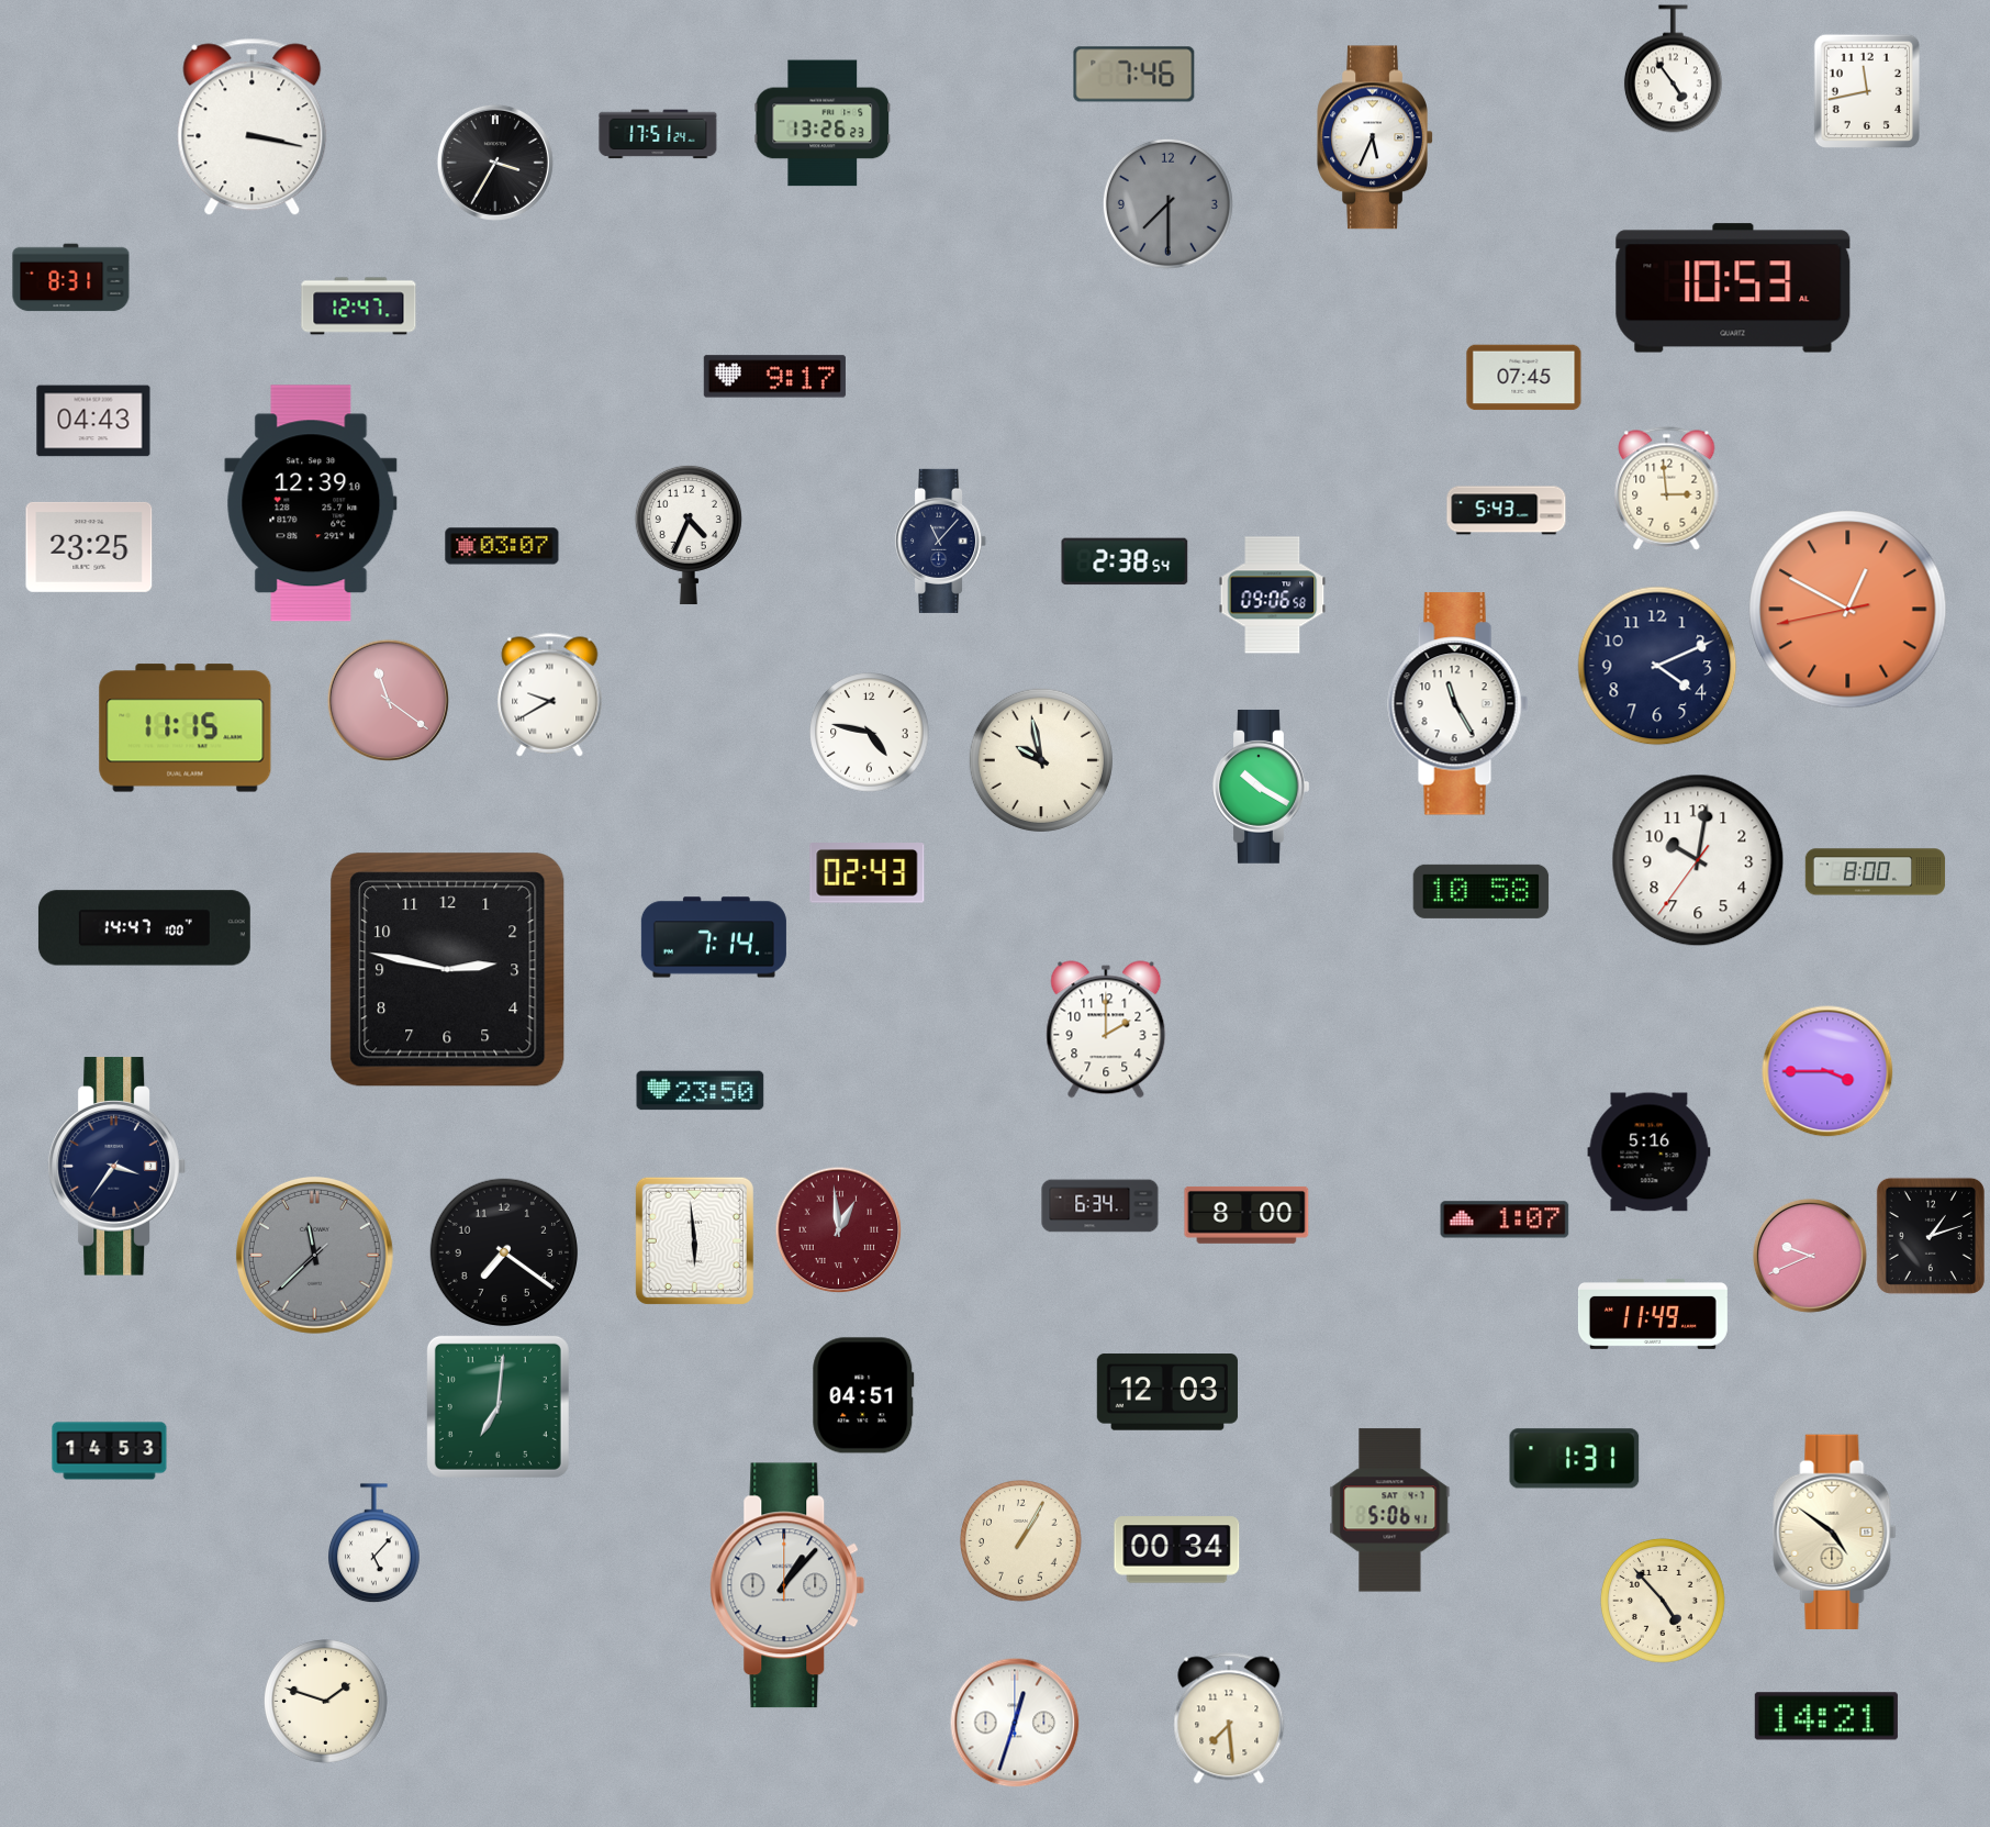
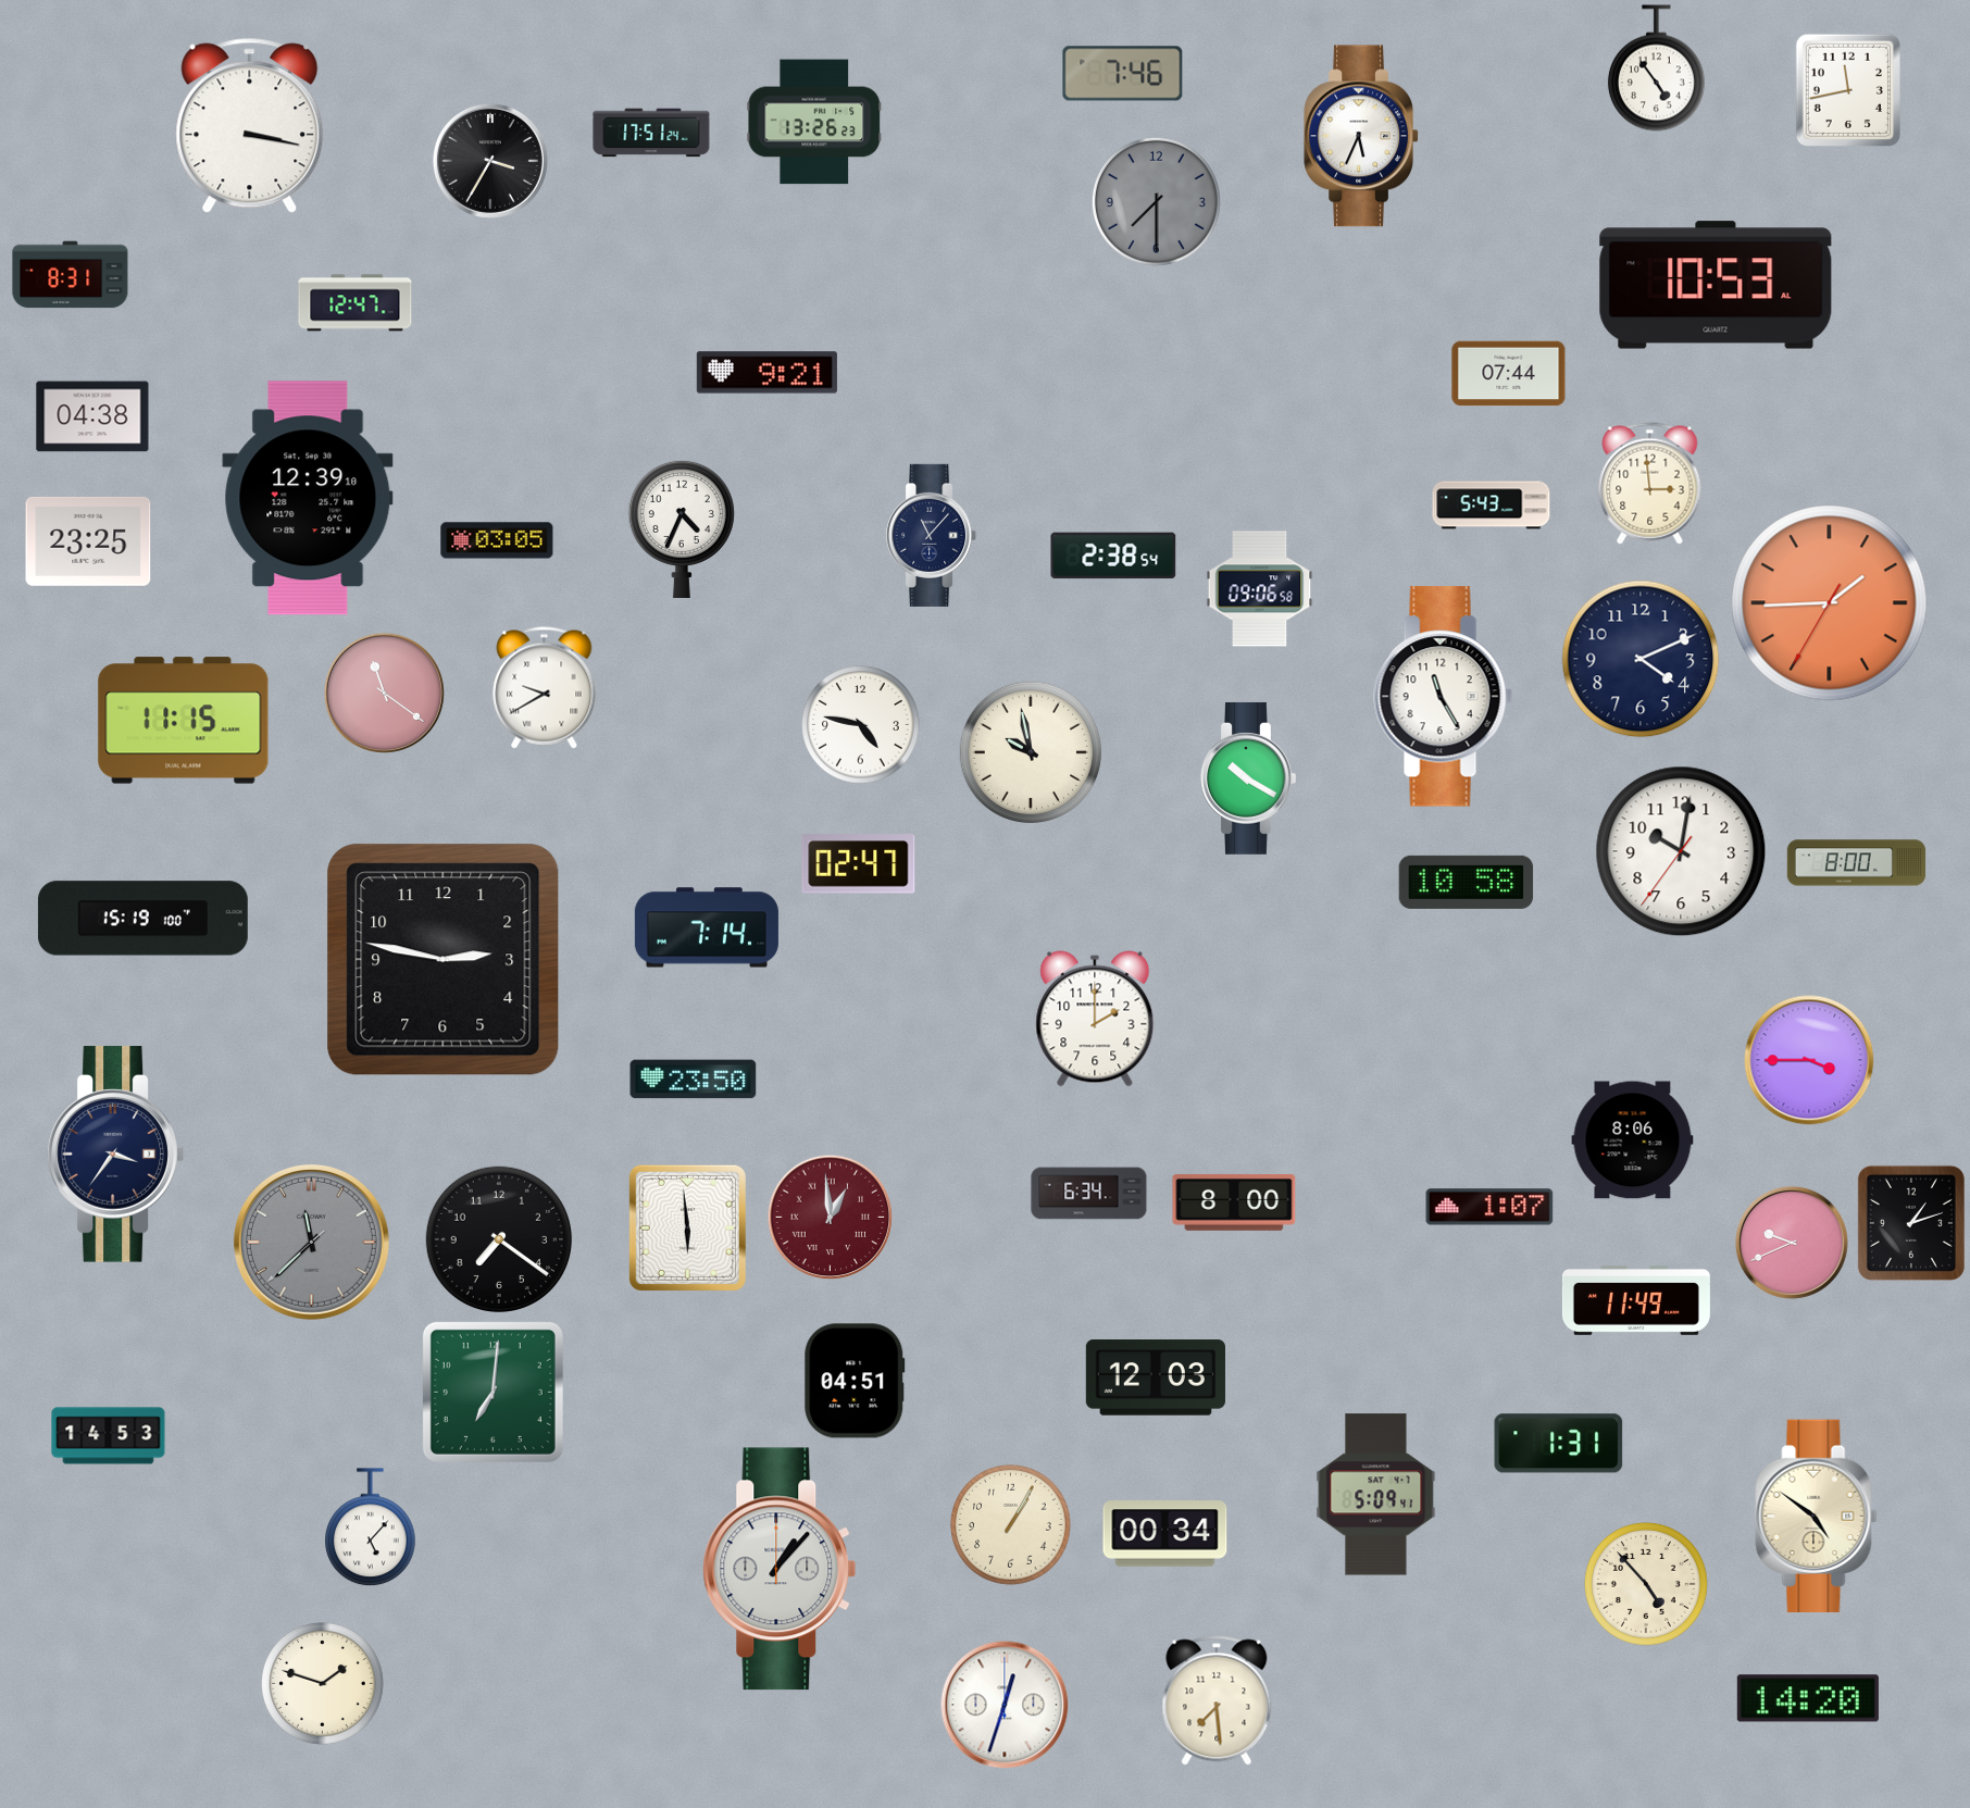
clock at (774, 377): 9:17 -> 9:21
clock at (1524, 378): 07:45 -> 07:44
clock at (93, 421): 04:43 -> 04:38
clock at (502, 546): 03:07 -> 03:05
clock at (1848, 610): 12:49 -> 1:44
clock at (868, 873): 02:43 -> 02:47
clock at (144, 928): 14:47 -> 15:19
clock at (1650, 1152): 5:16 -> 8:06
clock at (1390, 1511): 5:06 -> 5:09
clock at (1826, 1716): 14:21 -> 14:20
